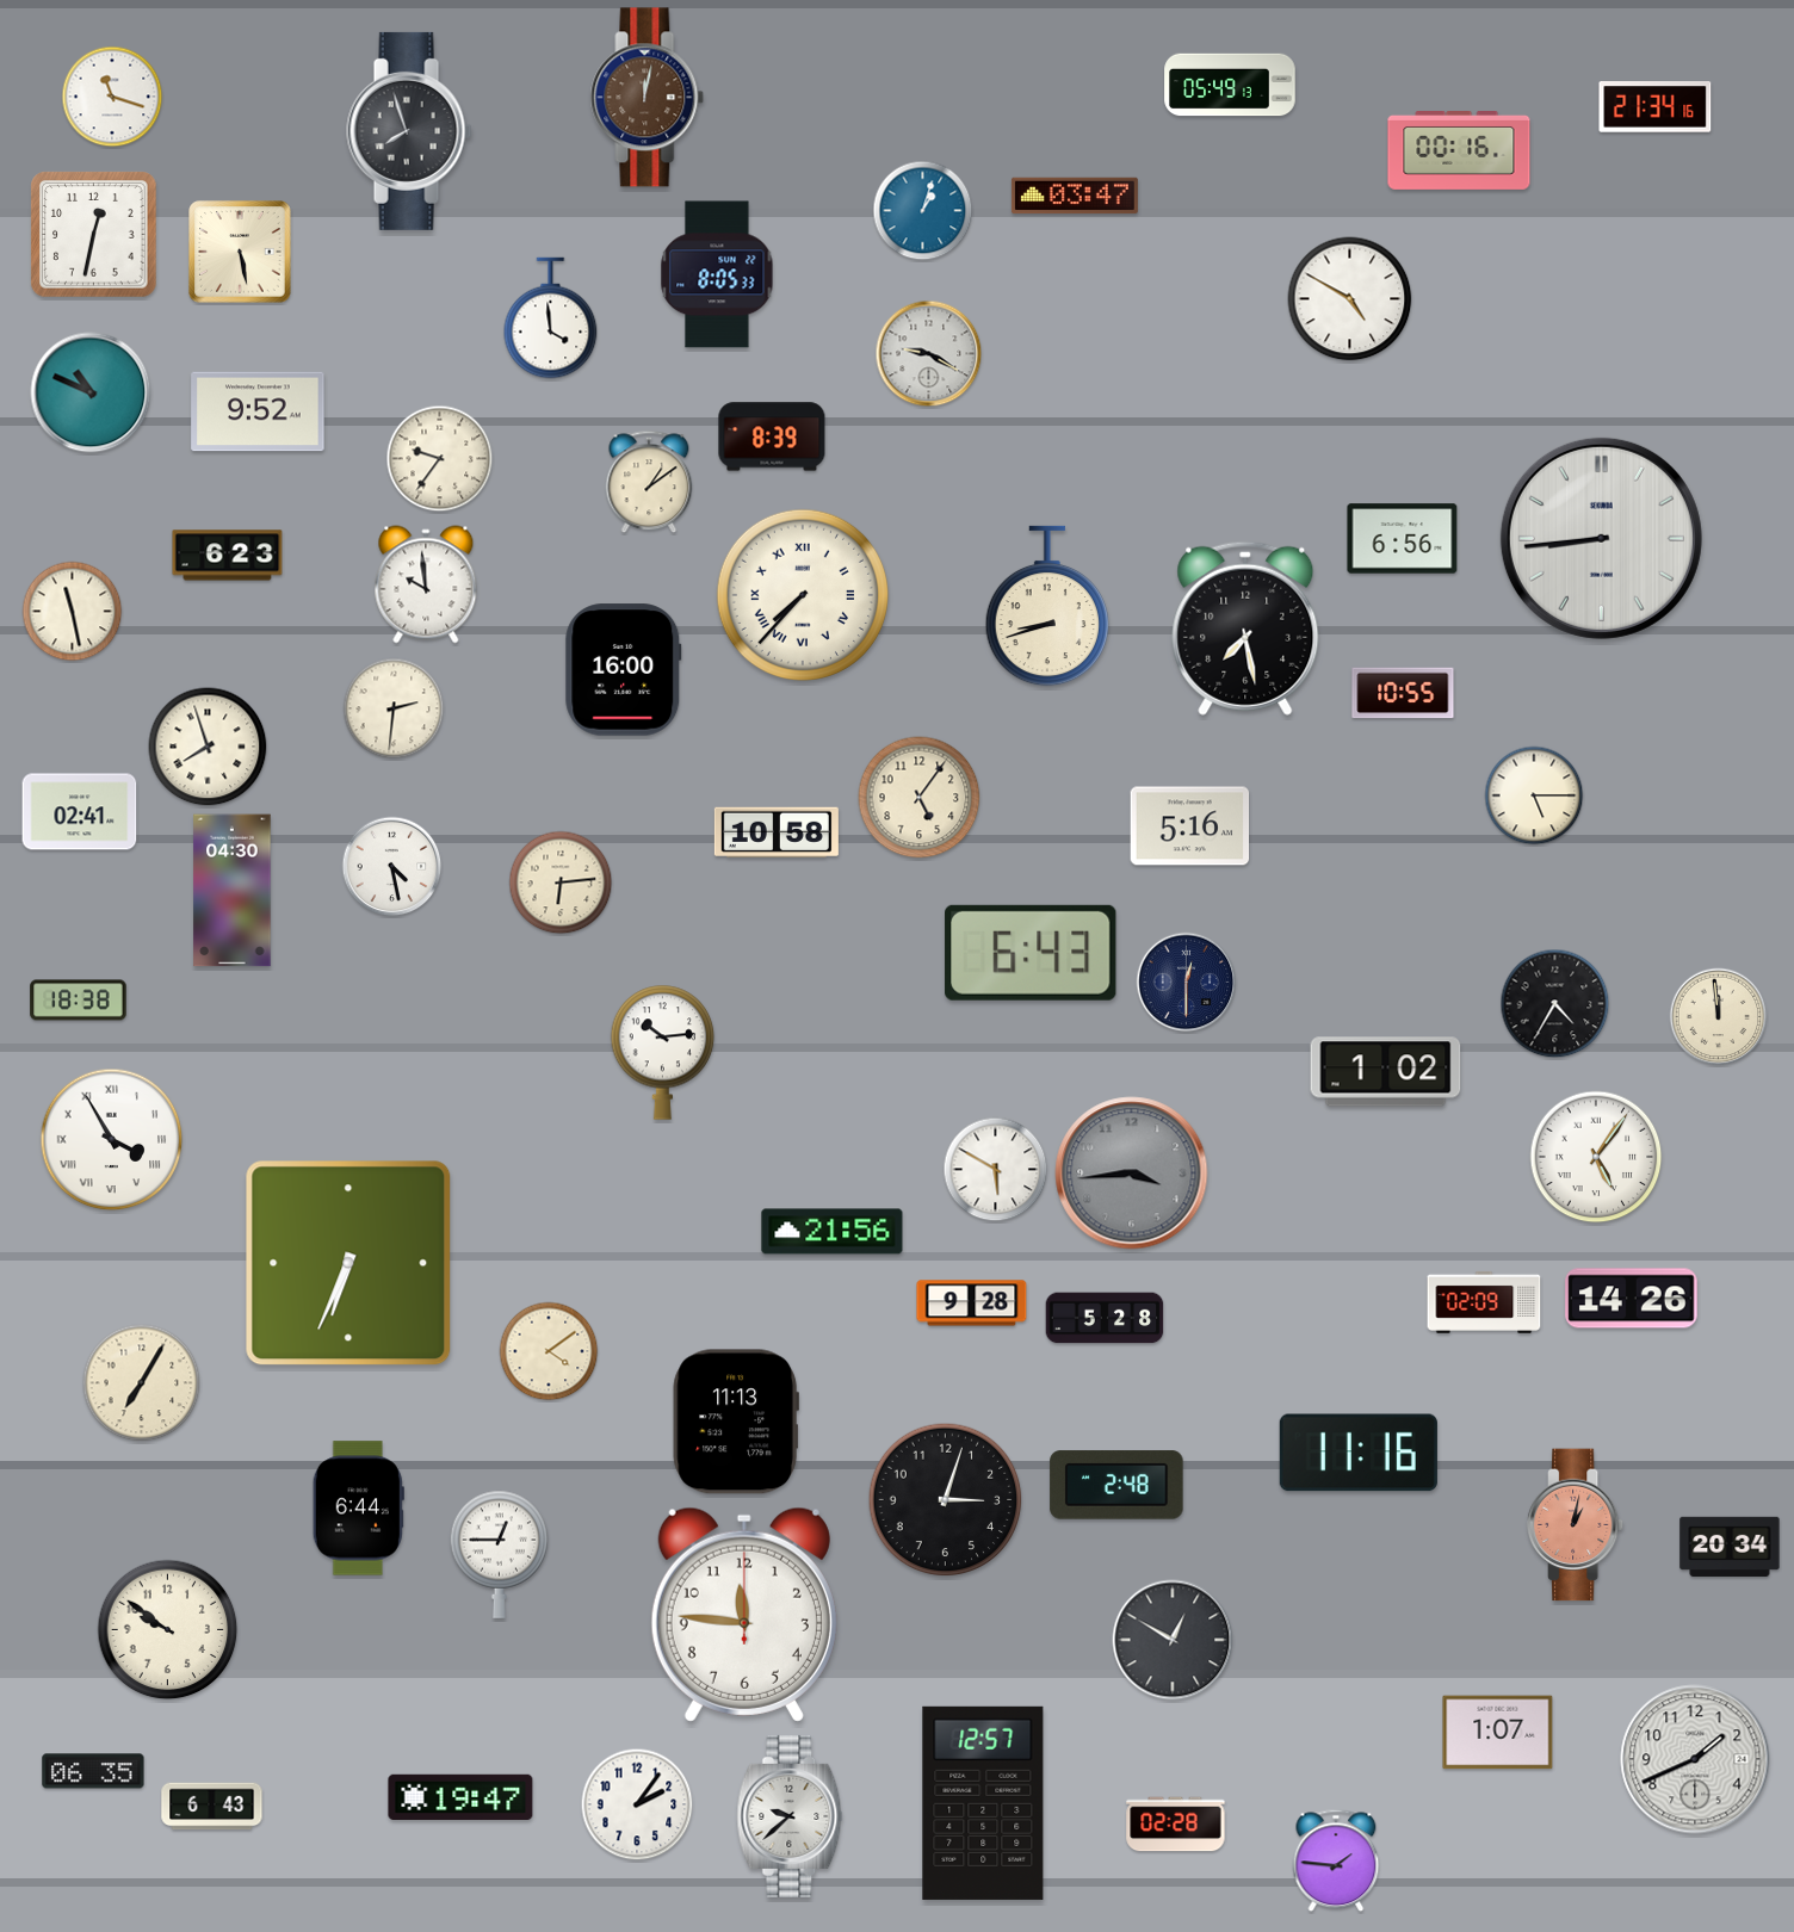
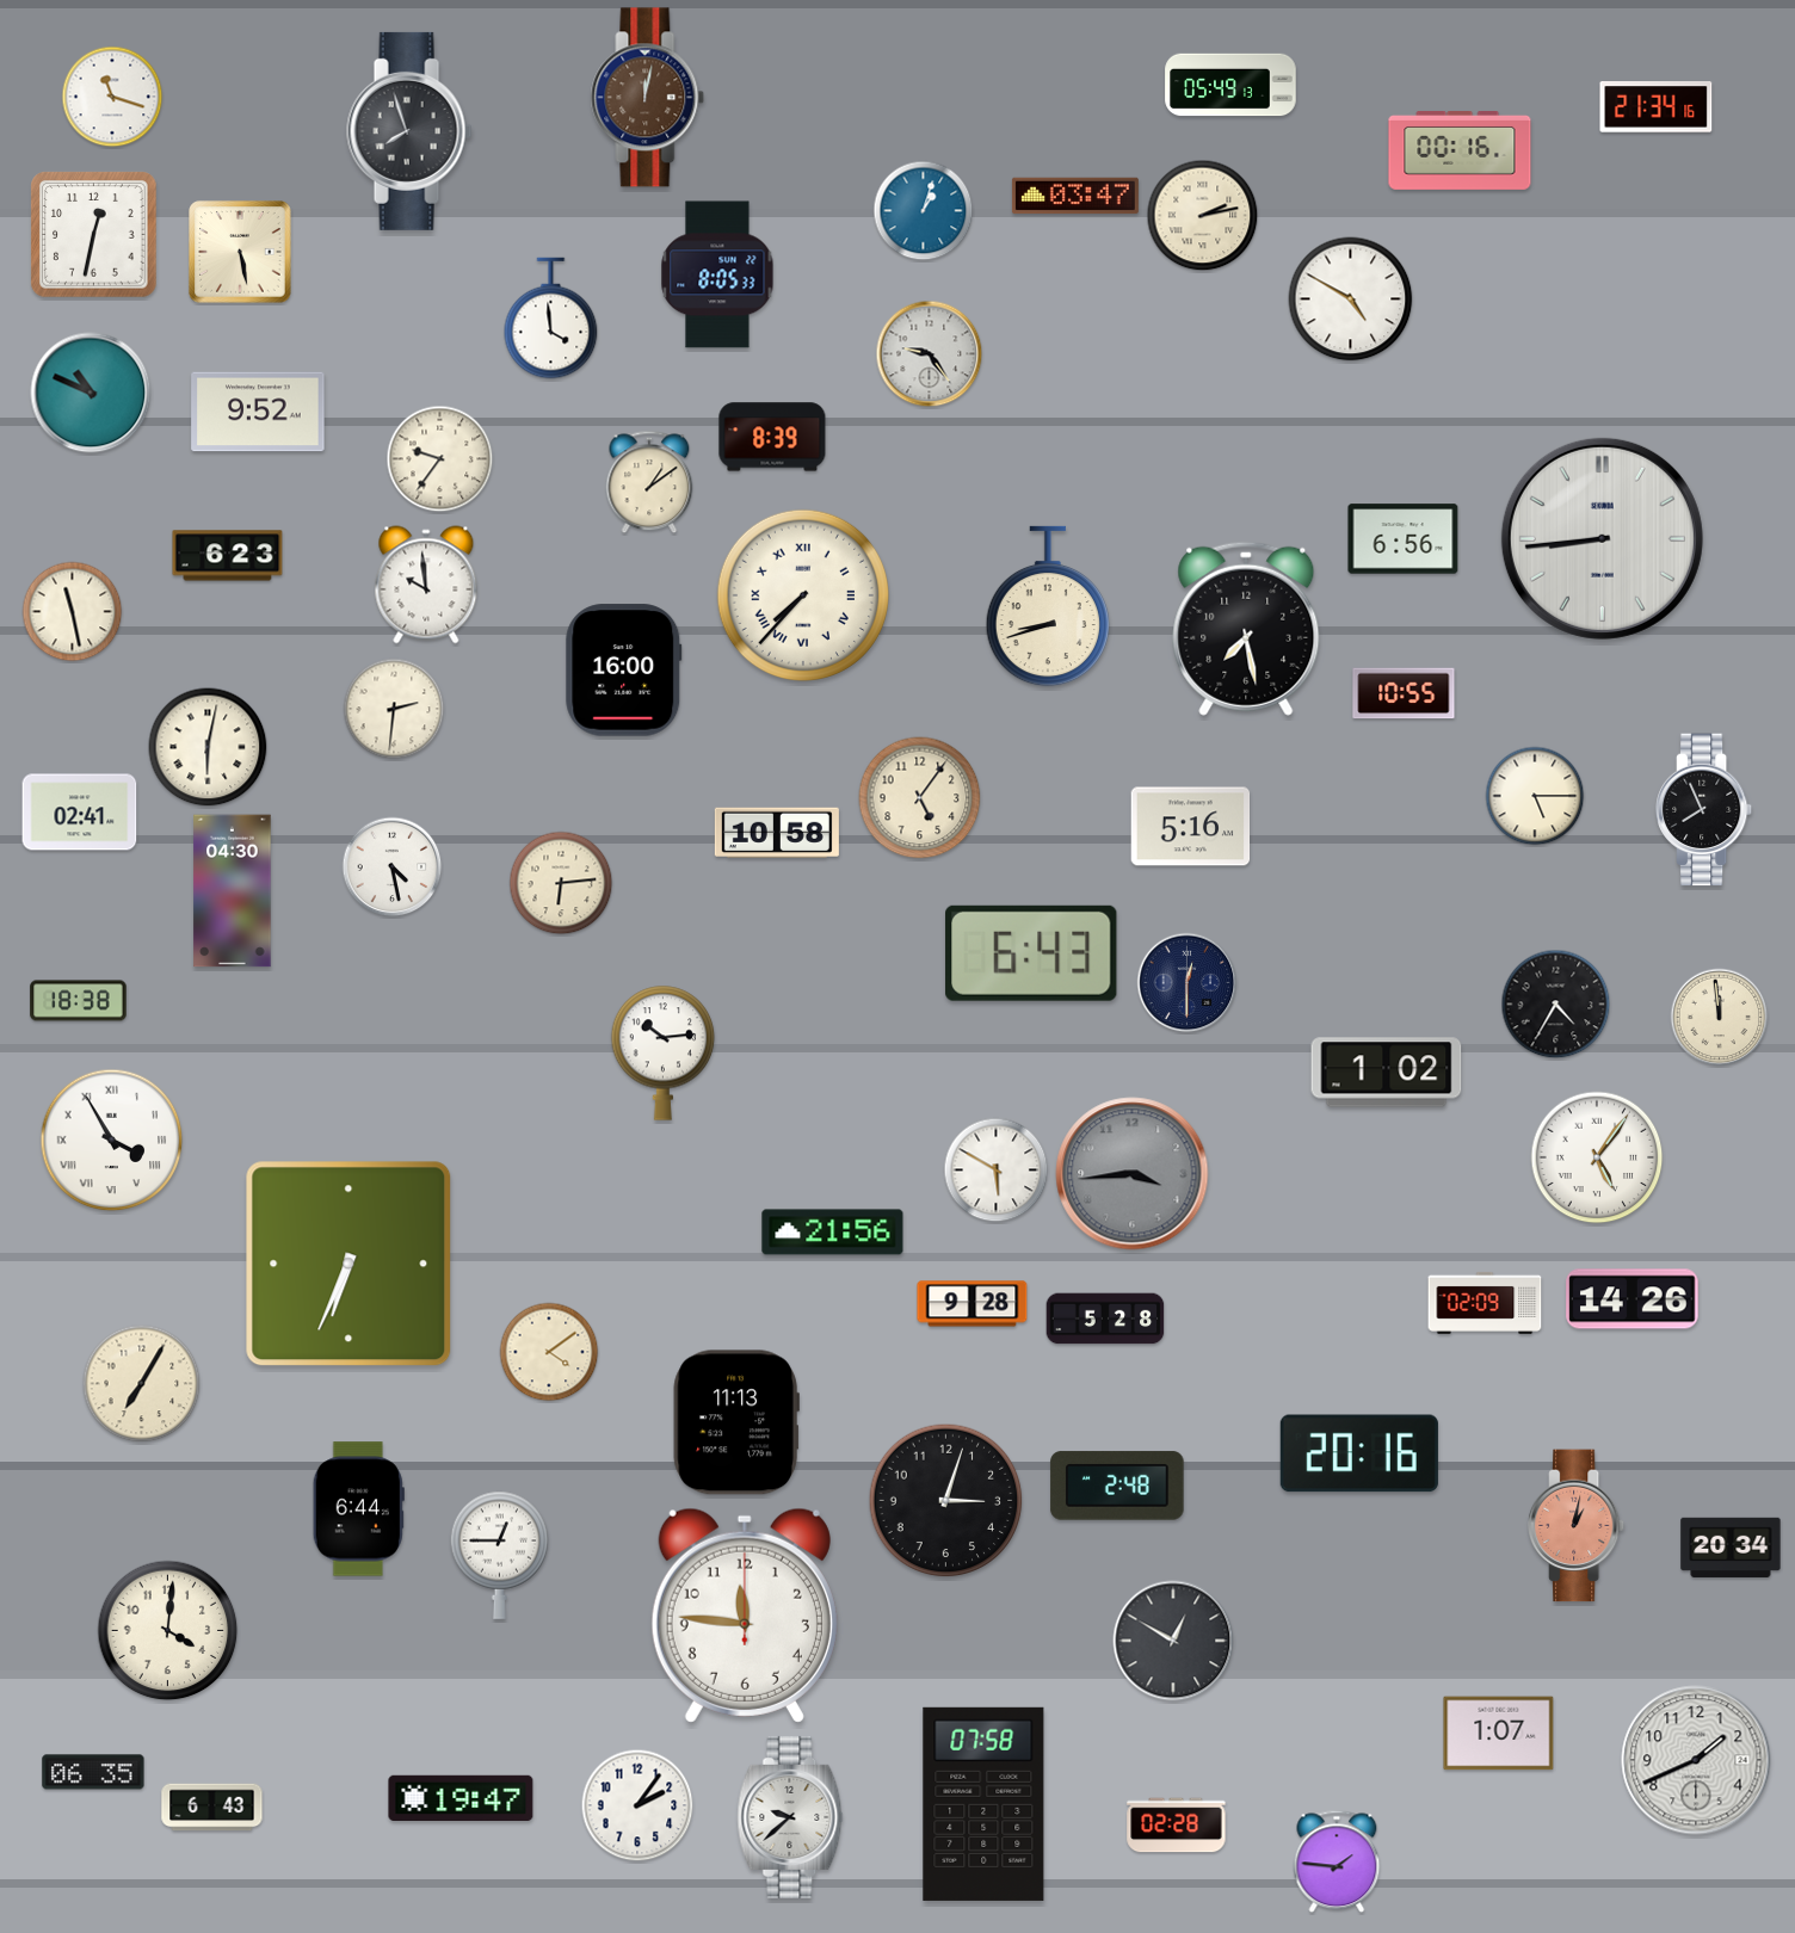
clock at (1203, 216): none -> 2:13
clock at (929, 354): 9:20 -> 9:24
clock at (208, 747): 7:57 -> 6:02
clock at (1705, 810): none -> 7:56
clock at (1359, 1453): 11:16 -> 20:16
clock at (168, 1630): 9:51 -> 4:01
clock at (983, 1803): 12:57 -> 07:58
